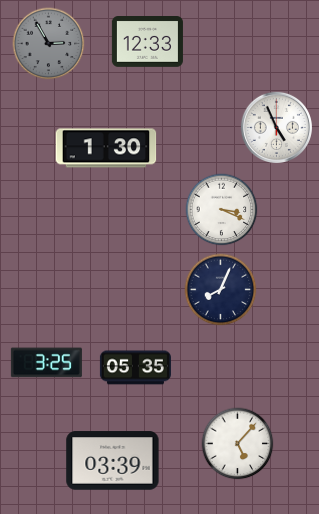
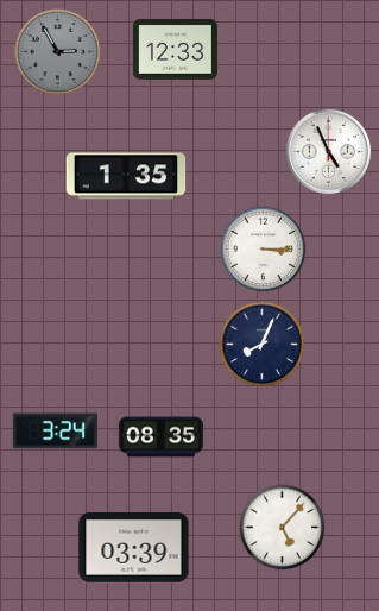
clock at (106, 148): 1:30 -> 1:35
clock at (222, 210): 3:19 -> 3:15
clock at (46, 363): 3:25 -> 3:24
clock at (135, 368): 05:35 -> 08:35
